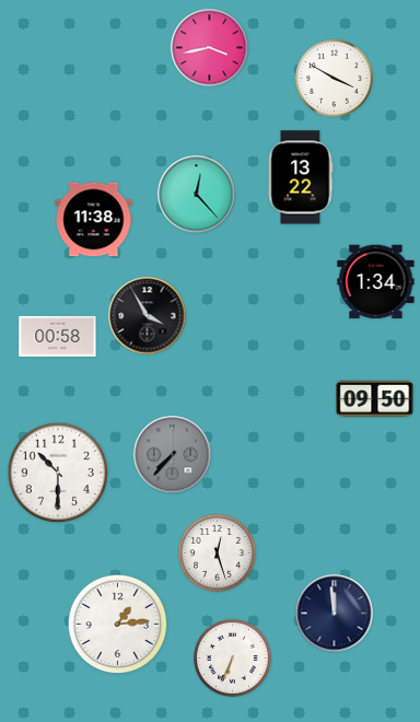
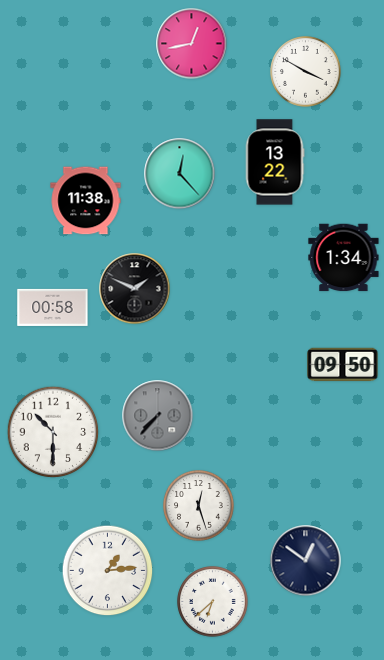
clock at (210, 48): 3:43 -> 12:43
clock at (197, 195) position: (197, 195) -> (180, 174)
clock at (148, 316): 3:55 -> 1:49
clock at (335, 614): 11:59 -> 12:51
clock at (233, 659): 6:34 -> 6:38
